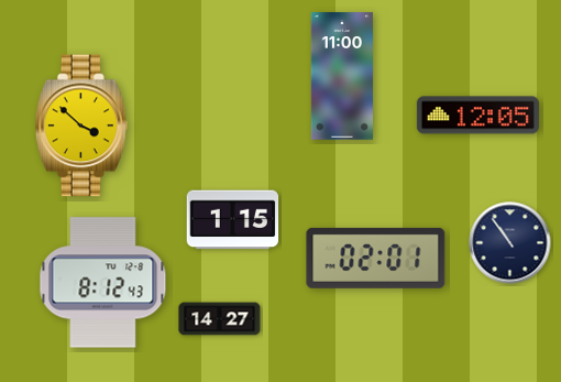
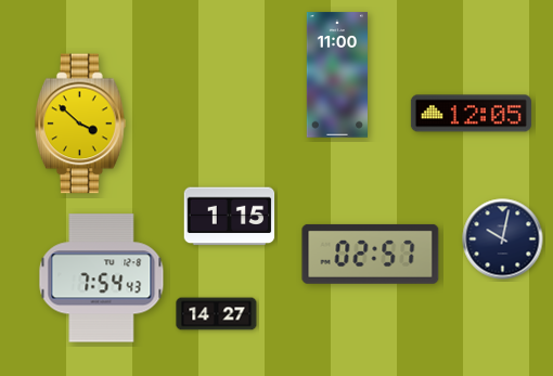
clock at (510, 243): 10:54 -> 10:02
clock at (376, 258): 02:01 -> 02:57
clock at (103, 283): 8:12 -> 7:54
